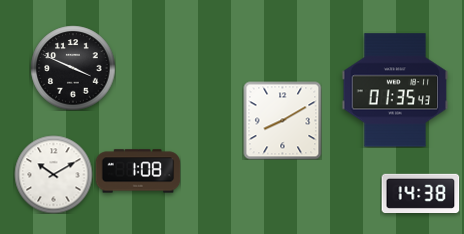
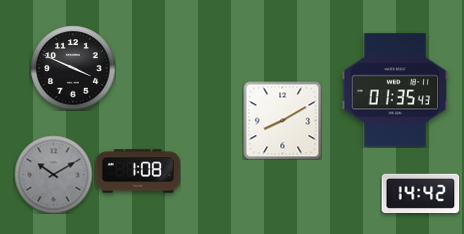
clock at (53, 174) dial: white -> grey
clock at (420, 193): 14:38 -> 14:42
